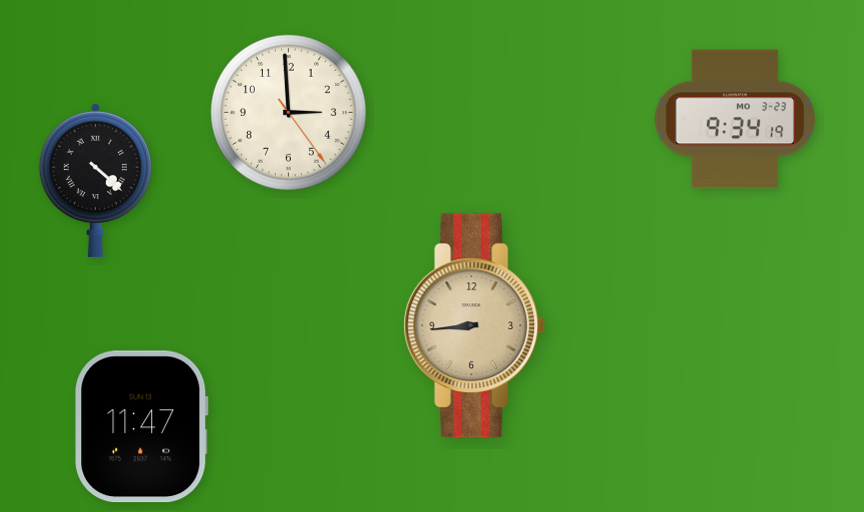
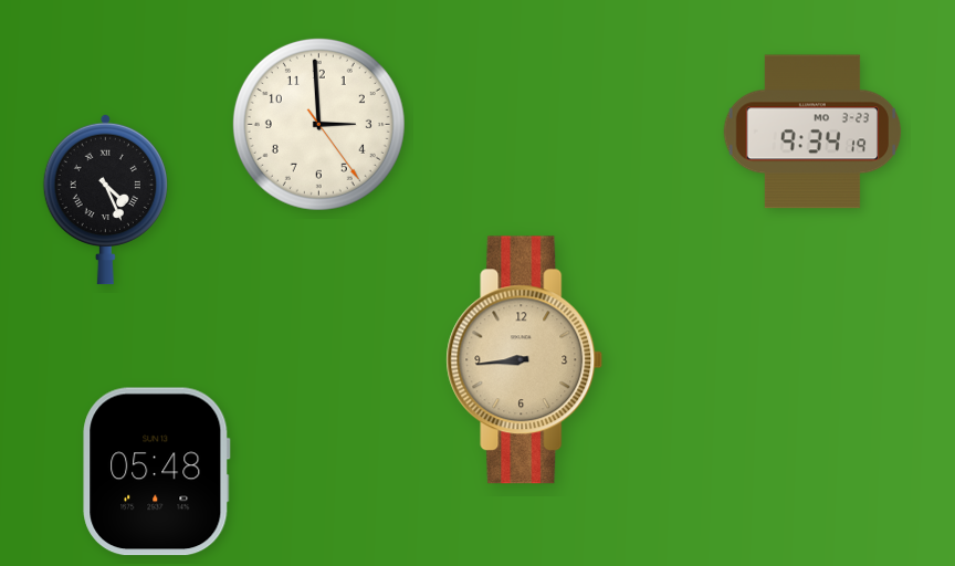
clock at (95, 180): 4:22 -> 4:26
clock at (142, 427): 11:47 -> 05:48
